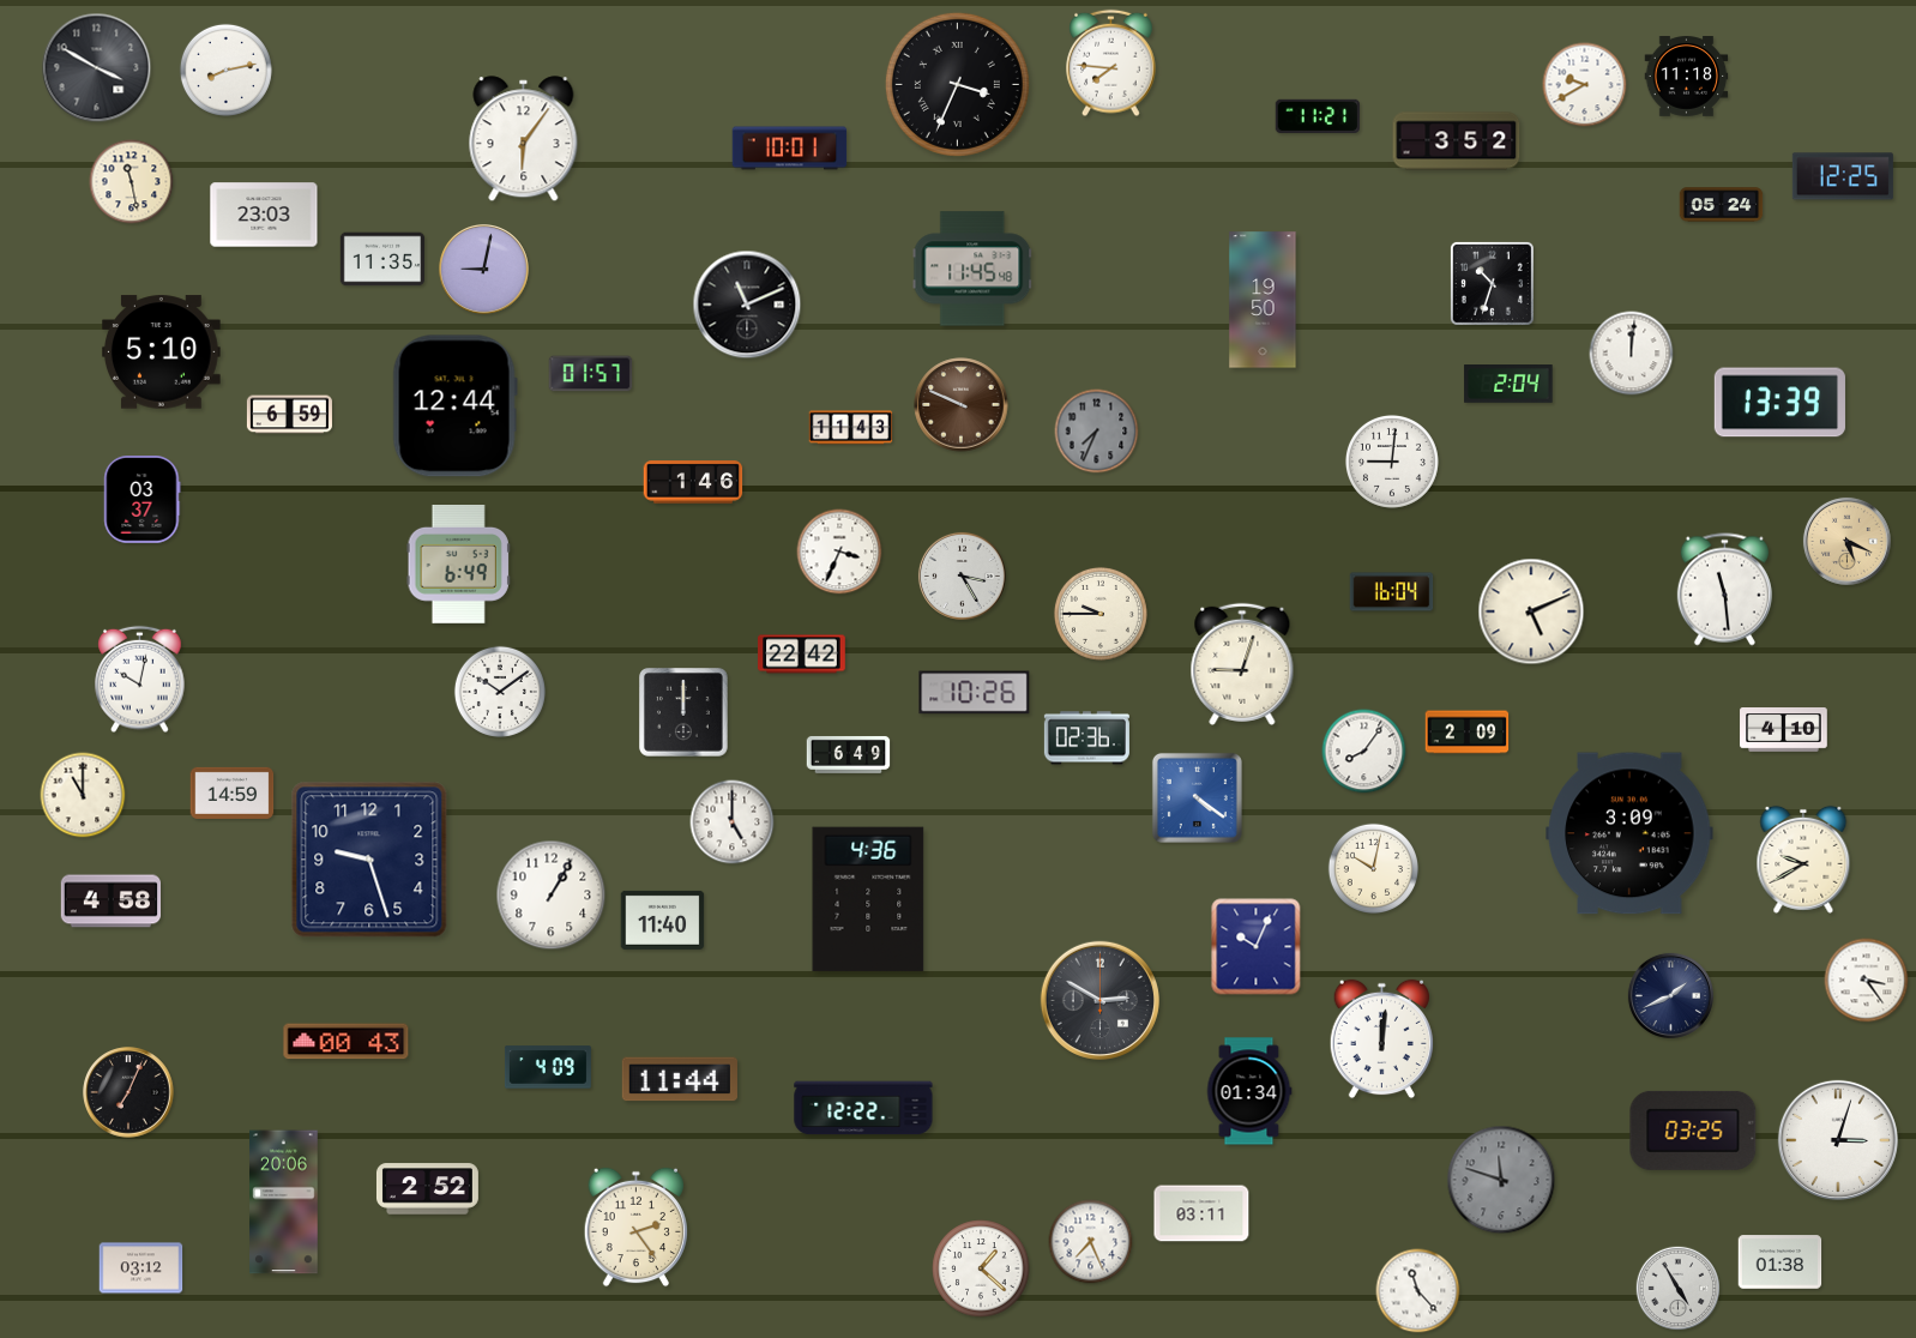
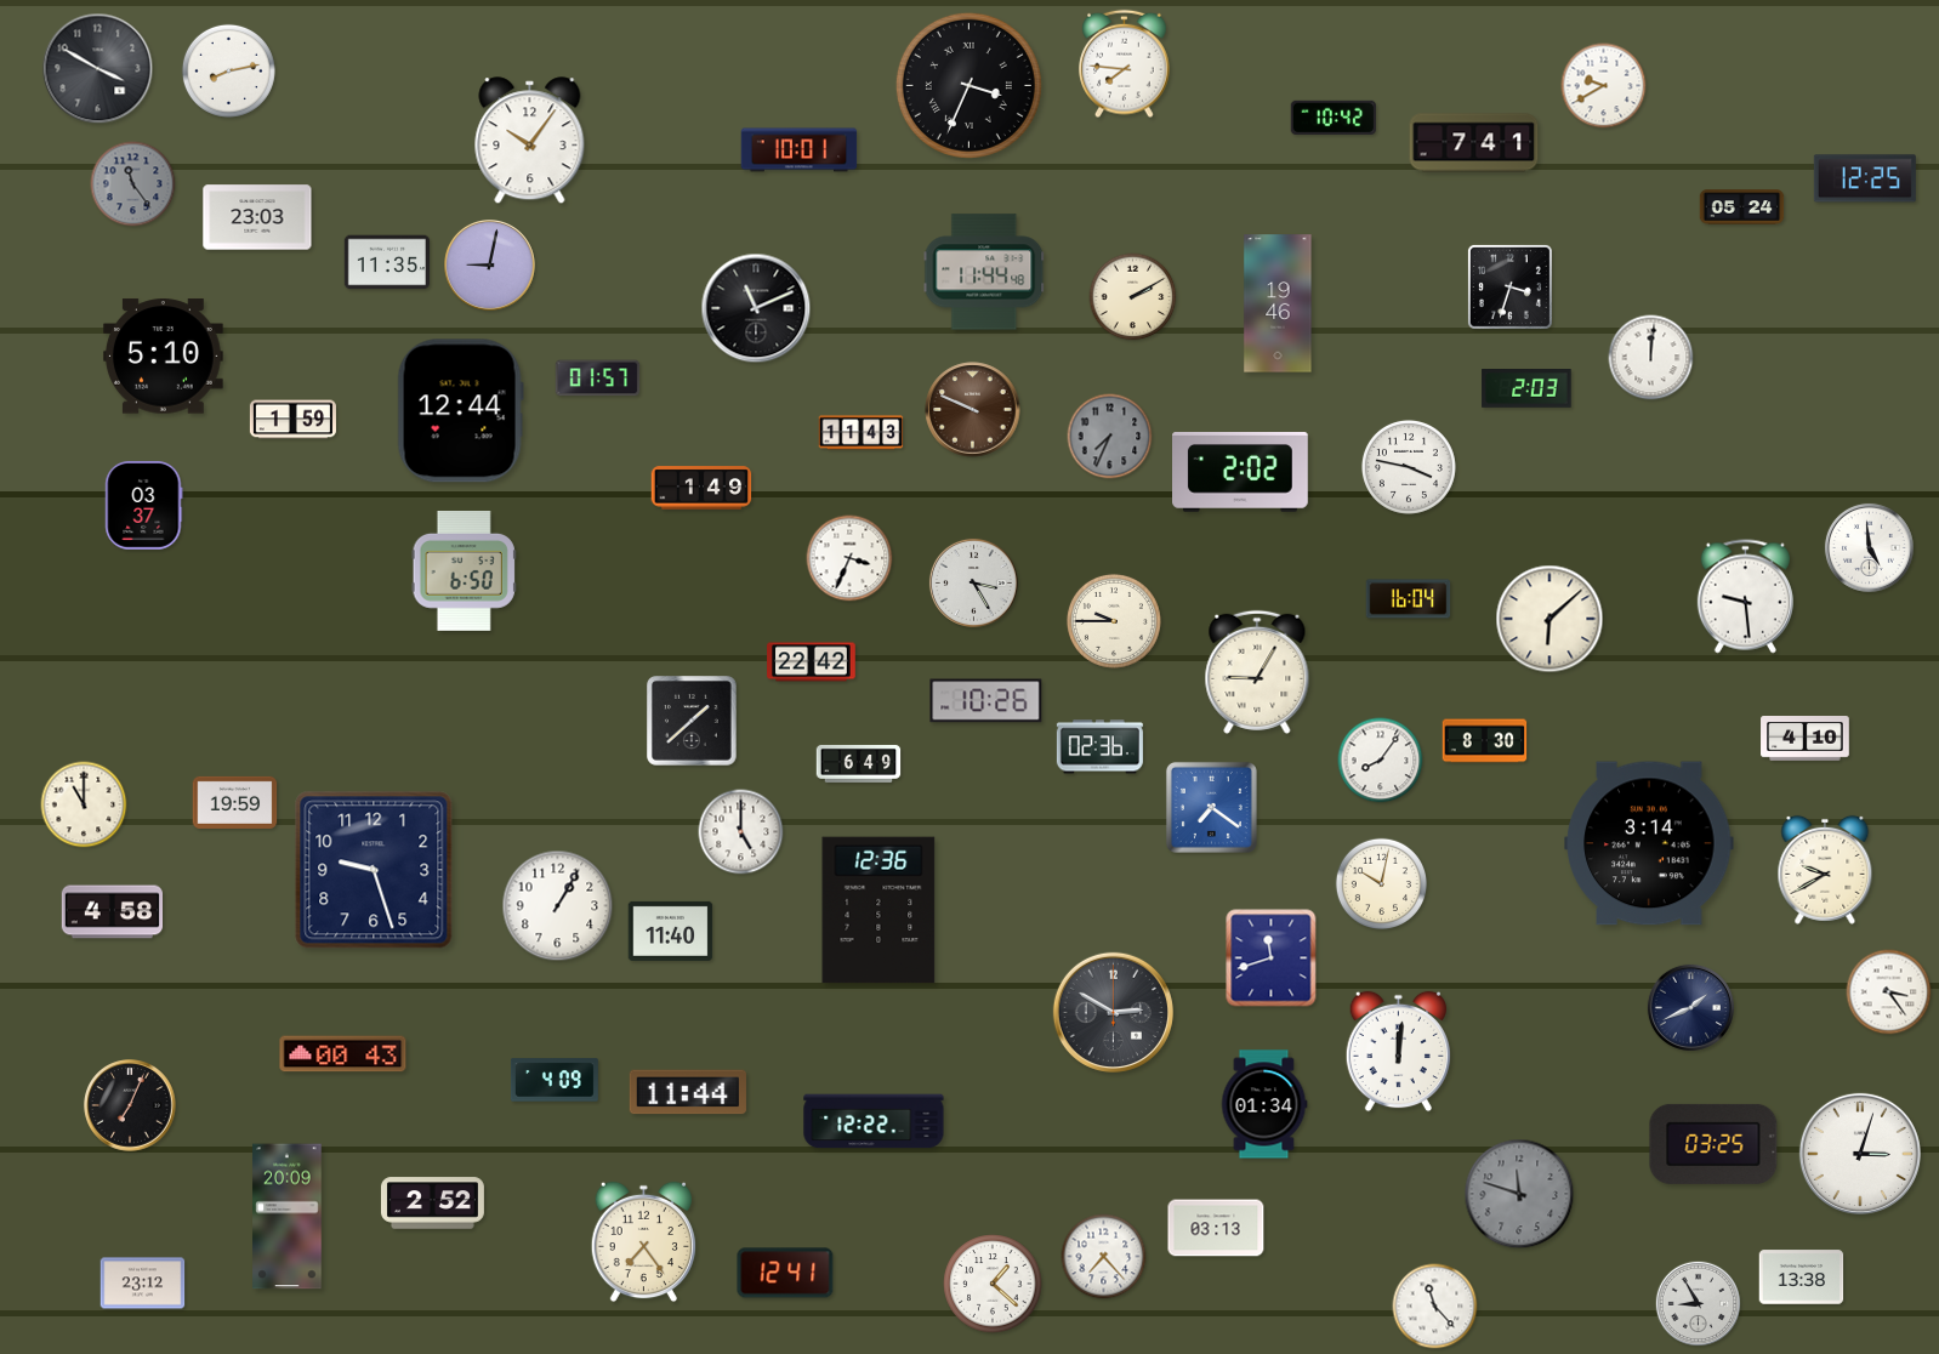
clock at (1687, 77): 11:18 -> none
clock at (1318, 116): 11:21 -> 10:42
clock at (524, 139): 6:06 -> 10:06
clock at (1457, 141): 3:52 -> 7:41
clock at (132, 182): 11:28 -> 11:24
clock at (132, 182) dial: cream -> grey
clock at (264, 215) position: (264, 215) -> (257, 217)
clock at (972, 269): 11:45 -> 11:44
clock at (484, 270) position: (484, 270) -> (490, 266)
clock at (1492, 283): 10:33 -> 3:33
clock at (1133, 297): none -> 2:10
clock at (1263, 300): 19:50 -> 19:46
clock at (1508, 384): 2:04 -> 2:03
clock at (1779, 403): 13:39 -> none
clock at (289, 415): 6:59 -> 1:59
clock at (1392, 462): 9:01 -> 3:47
clock at (1241, 473): none -> 2:02
clock at (693, 482): 1:46 -> 1:49
clock at (1846, 541): 5:19 -> 4:59
clock at (1846, 541) dial: champagne -> white
clock at (458, 565): 6:49 -> 6:50
clock at (1724, 590): 11:29 -> 9:29
clock at (1531, 611): 5:11 -> 6:08
clock at (1242, 664): 9:03 -> 9:05
clock at (140, 680): 10:02 -> none
clock at (500, 692): 10:09 -> none
clock at (685, 713): 12:00 -> 1:38
clock at (1468, 733): 2:09 -> 8:30
clock at (233, 792): 14:59 -> 19:59
clock at (1197, 797): 4:21 -> 7:21
clock at (1629, 833): 3:09 -> 3:14
clock at (1373, 868) position: (1373, 868) -> (1381, 883)
clock at (868, 899): 4:36 -> 12:36
clock at (1257, 947): 10:04 -> 11:42
clock at (347, 1042) position: (347, 1042) -> (343, 1054)
clock at (284, 1203): 20:06 -> 20:09
clock at (1201, 1213): 03:11 -> 03:13
clock at (635, 1228): 2:24 -> 7:24
clock at (1091, 1242): 7:26 -> 7:23
clock at (785, 1273): none -> 12:41
clock at (1781, 1262): 01:38 -> 13:38
clock at (141, 1268): 03:12 -> 23:12
clock at (1679, 1289): 4:55 -> 8:55
